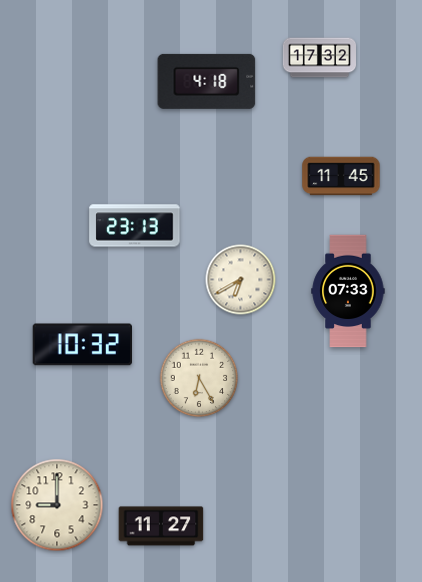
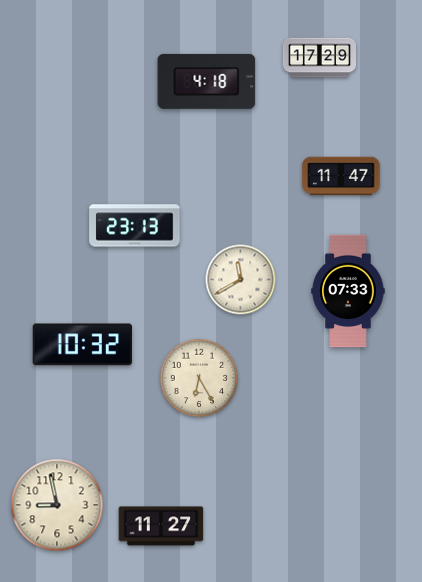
clock at (319, 58): 17:32 -> 17:29
clock at (341, 176): 11:45 -> 11:47
clock at (241, 280): 6:40 -> 11:40
clock at (57, 505): 9:00 -> 8:58
